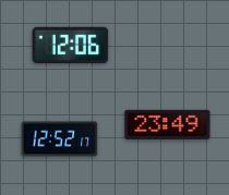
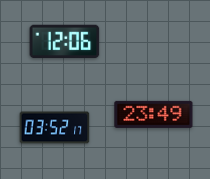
clock at (60, 139): 12:52 -> 03:52
